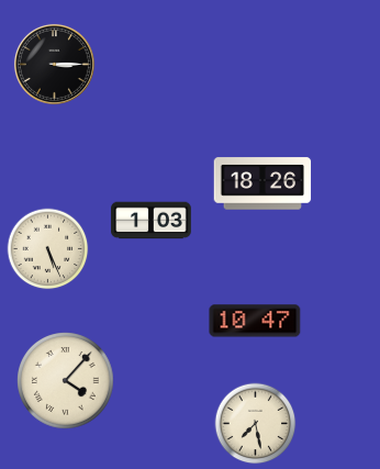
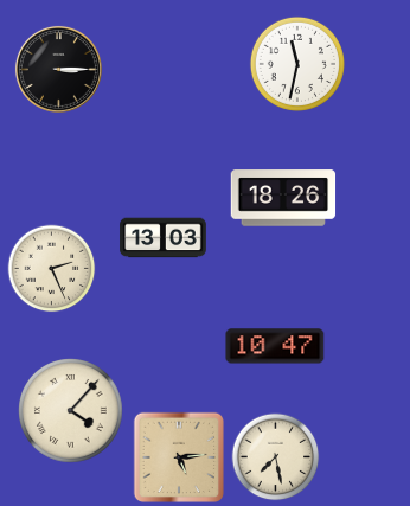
clock at (297, 64): none -> 11:32
clock at (152, 221): 1:03 -> 13:03
clock at (48, 249): 5:26 -> 2:26
clock at (179, 457): none -> 5:14
